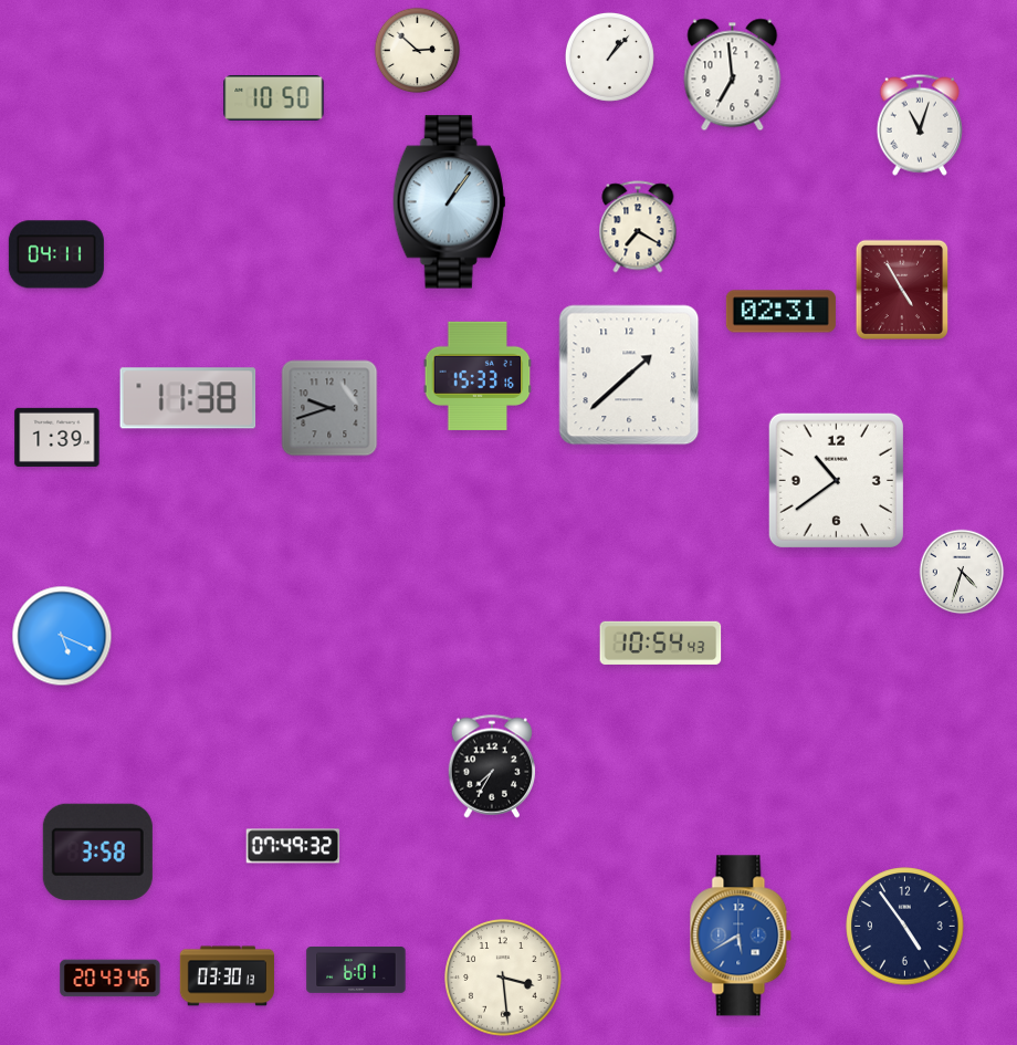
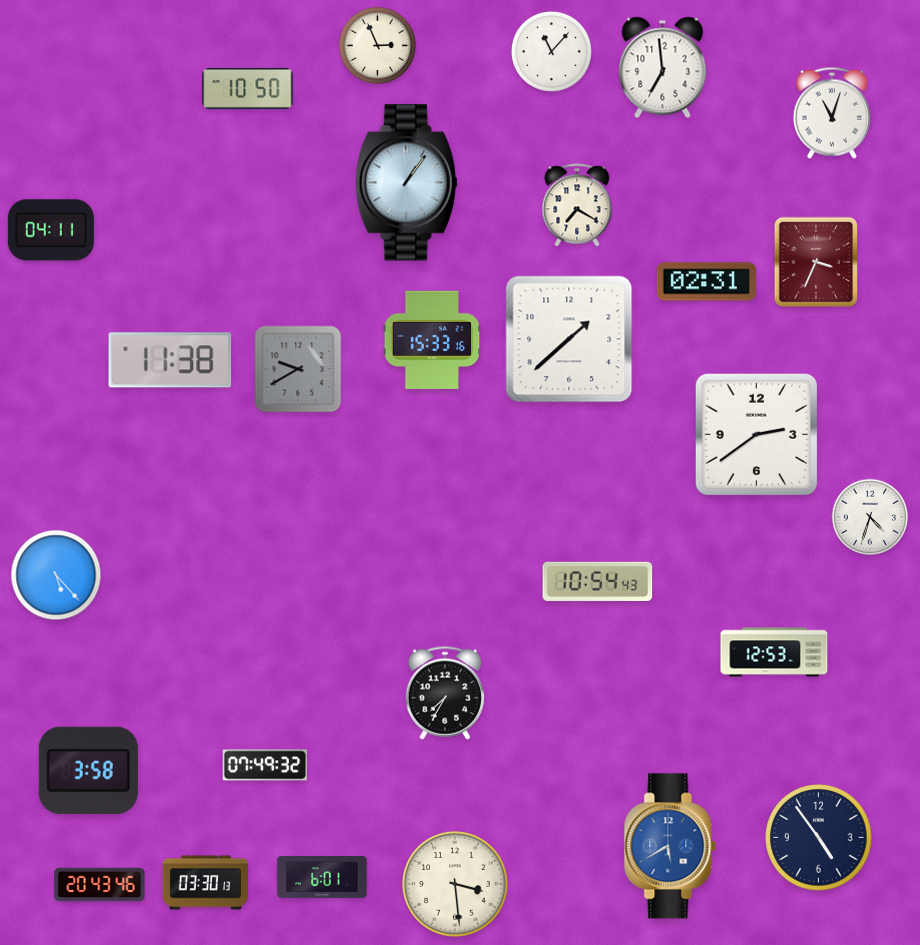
clock at (418, 51): 2:52 -> 2:56
clock at (609, 56): 1:07 -> 11:07
clock at (901, 290): 4:55 -> 3:34
clock at (329, 408): 9:42 -> 9:40
clock at (57, 437): 1:39 -> none
clock at (836, 480): 10:39 -> 2:39
clock at (62, 636): 5:19 -> 5:23
clock at (774, 652): none -> 12:53
